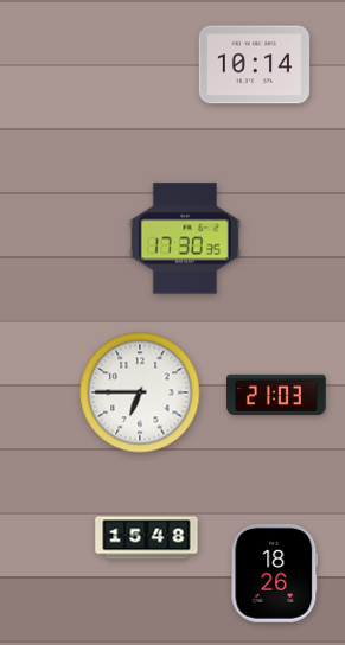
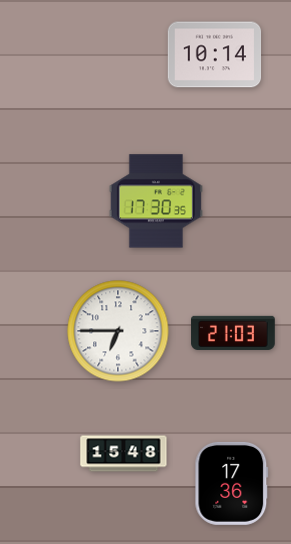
clock at (275, 573): 18:26 -> 17:36
